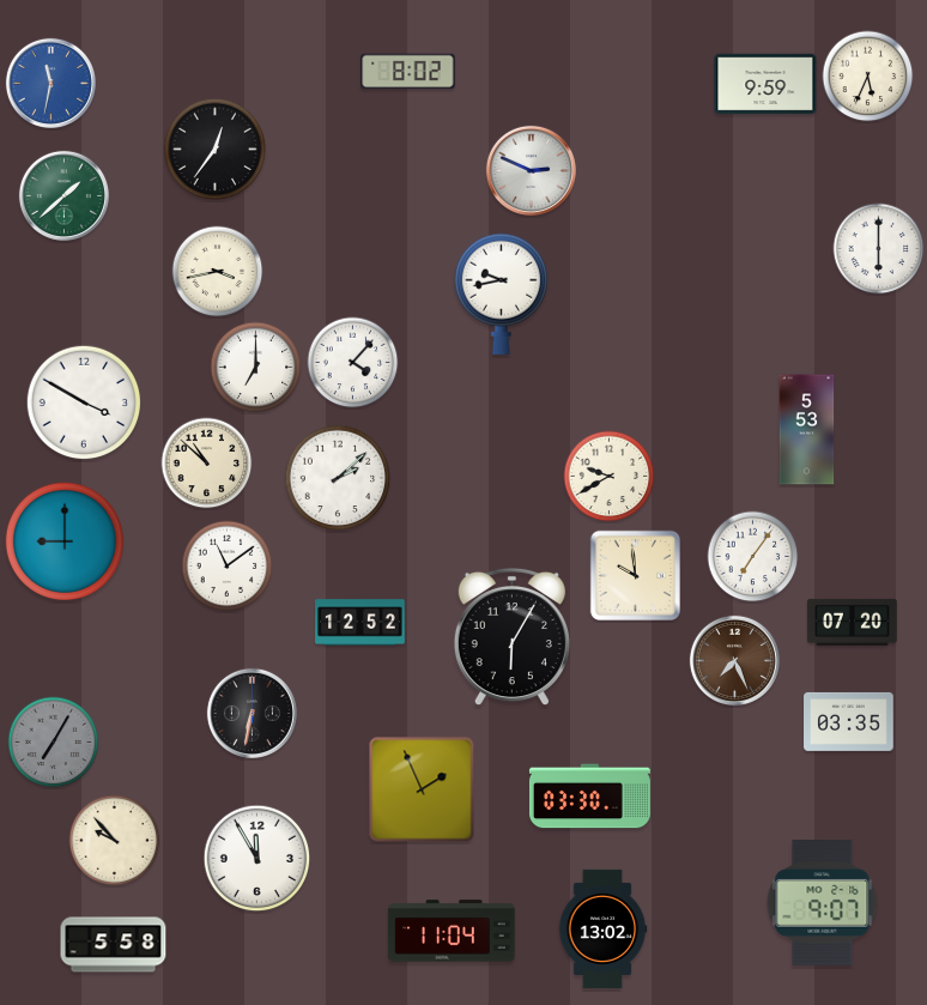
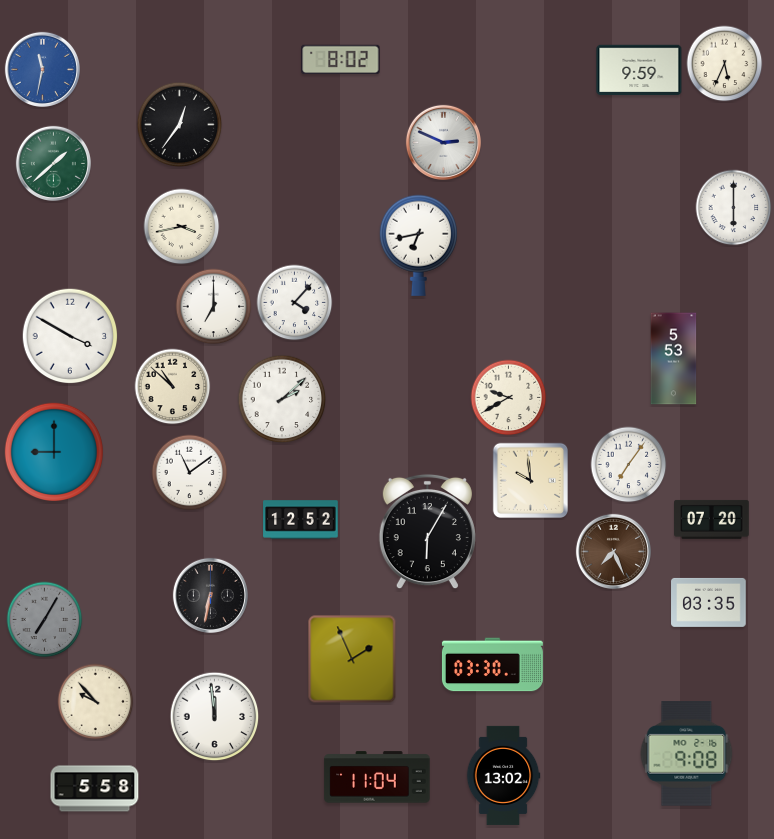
clock at (501, 293): 9:43 -> 6:43
clock at (257, 859): 11:55 -> 11:59
clock at (823, 903): 9:07 -> 9:08
